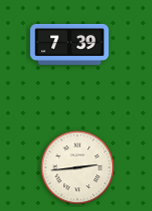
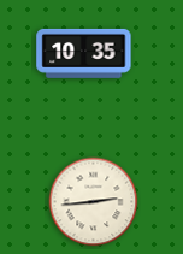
clock at (70, 44): 7:39 -> 10:35
